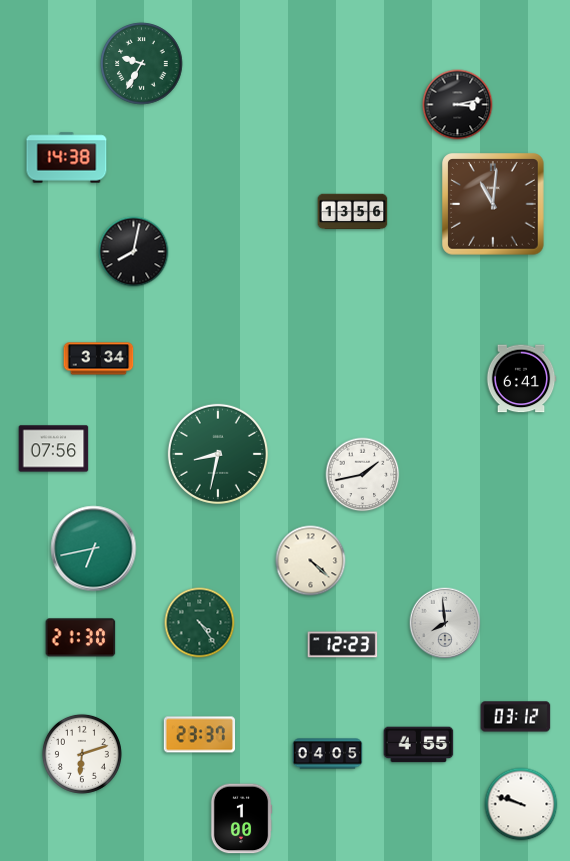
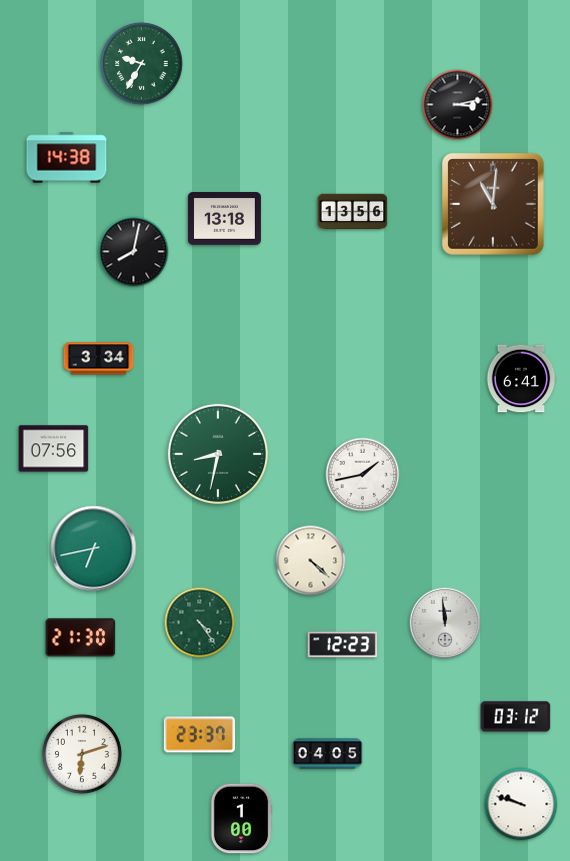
clock at (224, 219): none -> 13:18
clock at (445, 623): 7:59 -> 11:59
clock at (419, 745): 4:55 -> none
